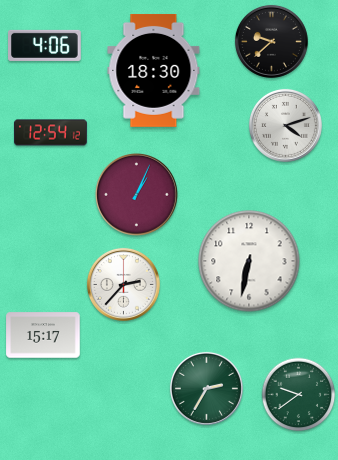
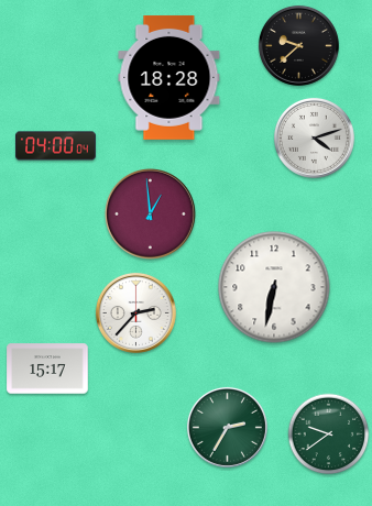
clock at (45, 45): 4:06 -> none
clock at (154, 70): 18:30 -> 18:28
clock at (51, 133): 12:54 -> 04:00
clock at (137, 195): 1:04 -> 12:59
